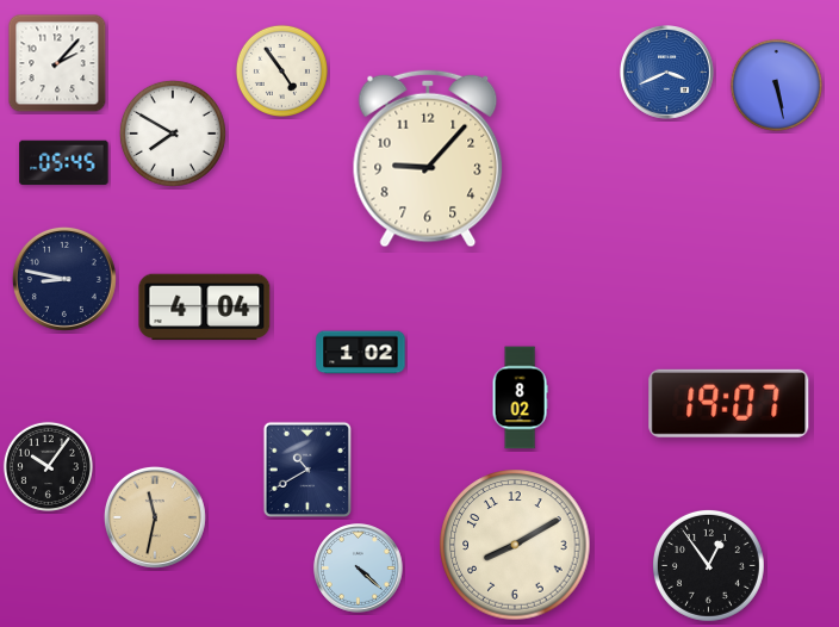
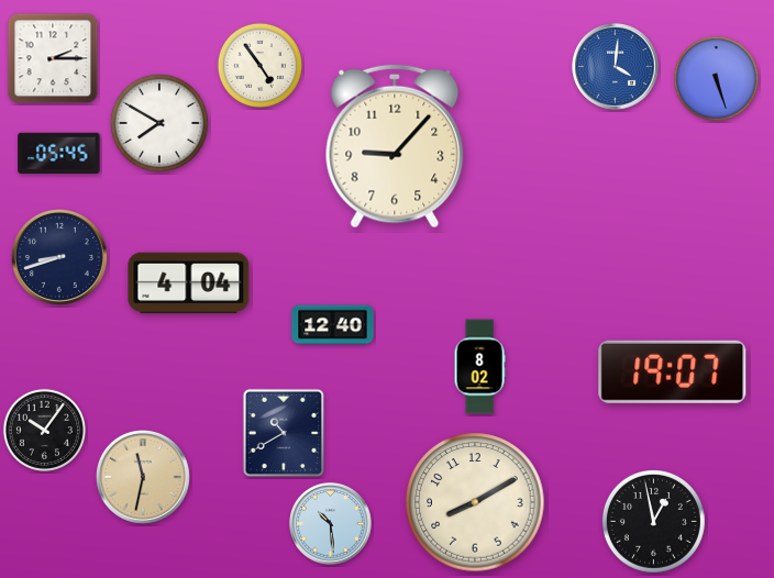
clock at (57, 63): 2:07 -> 2:15
clock at (667, 73): 3:41 -> 4:01
clock at (776, 85): 5:28 -> 5:27
clock at (64, 162) position: (64, 162) -> (59, 153)
clock at (64, 279): 8:47 -> 8:42
clock at (361, 353): 1:02 -> 12:40
clock at (708, 565): 12:54 -> 12:58
clock at (359, 569): 4:22 -> 10:29
